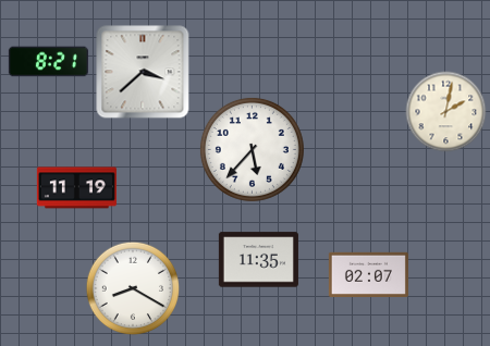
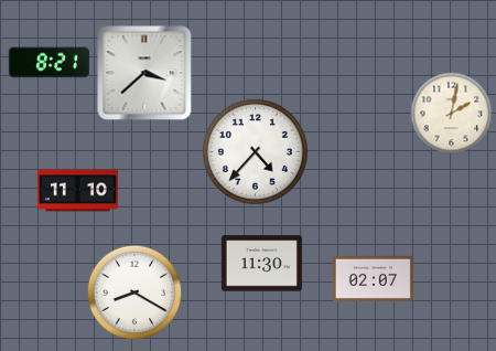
clock at (252, 149): 5:37 -> 4:37
clock at (76, 188): 11:19 -> 11:10
clock at (258, 260): 11:35 -> 11:30
